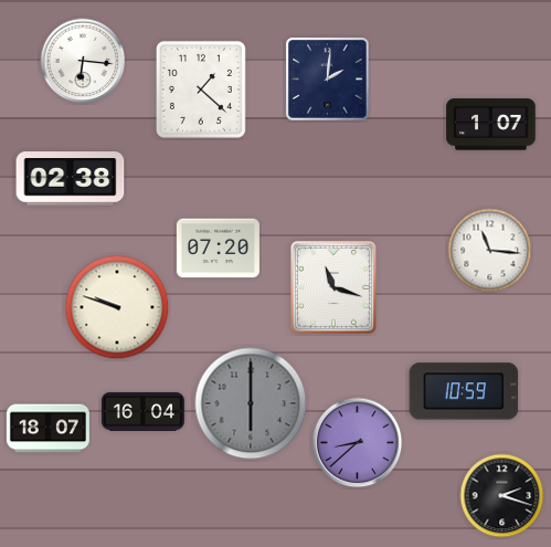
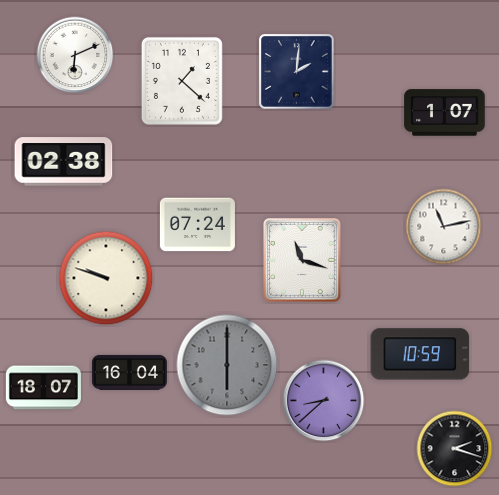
clock at (83, 61): 6:16 -> 6:11
clock at (218, 249): 07:20 -> 07:24
clock at (490, 251): 11:16 -> 11:13
